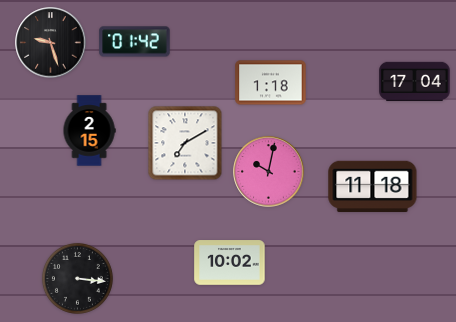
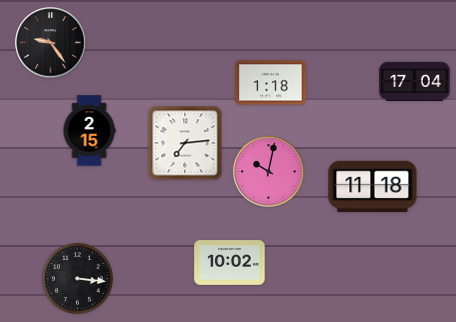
clock at (135, 42): 01:42 -> none
clock at (51, 43): 9:27 -> 9:24
clock at (185, 143): 7:10 -> 7:14
